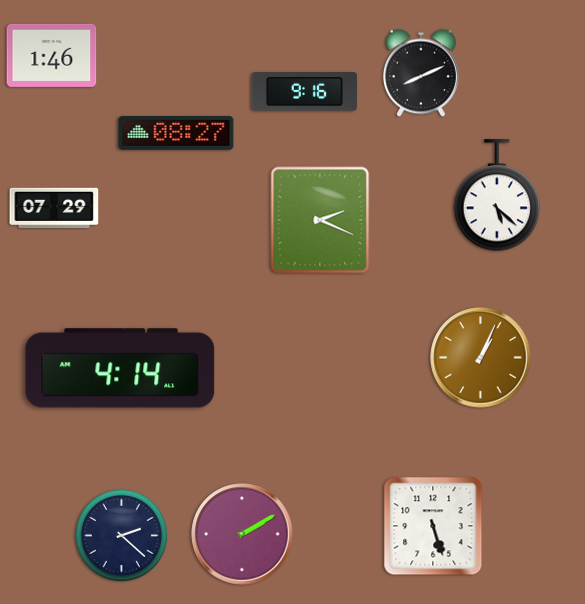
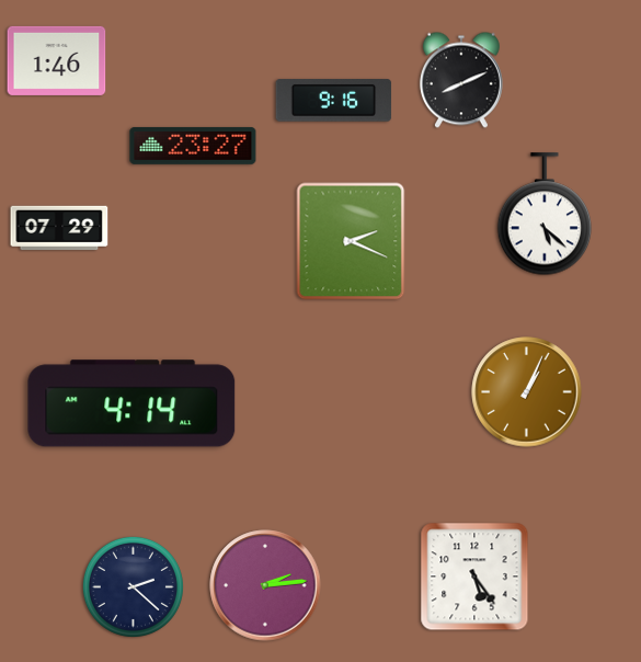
clock at (176, 133): 08:27 -> 23:27
clock at (433, 526): 5:27 -> 5:24
clock at (242, 534): 2:10 -> 2:14
